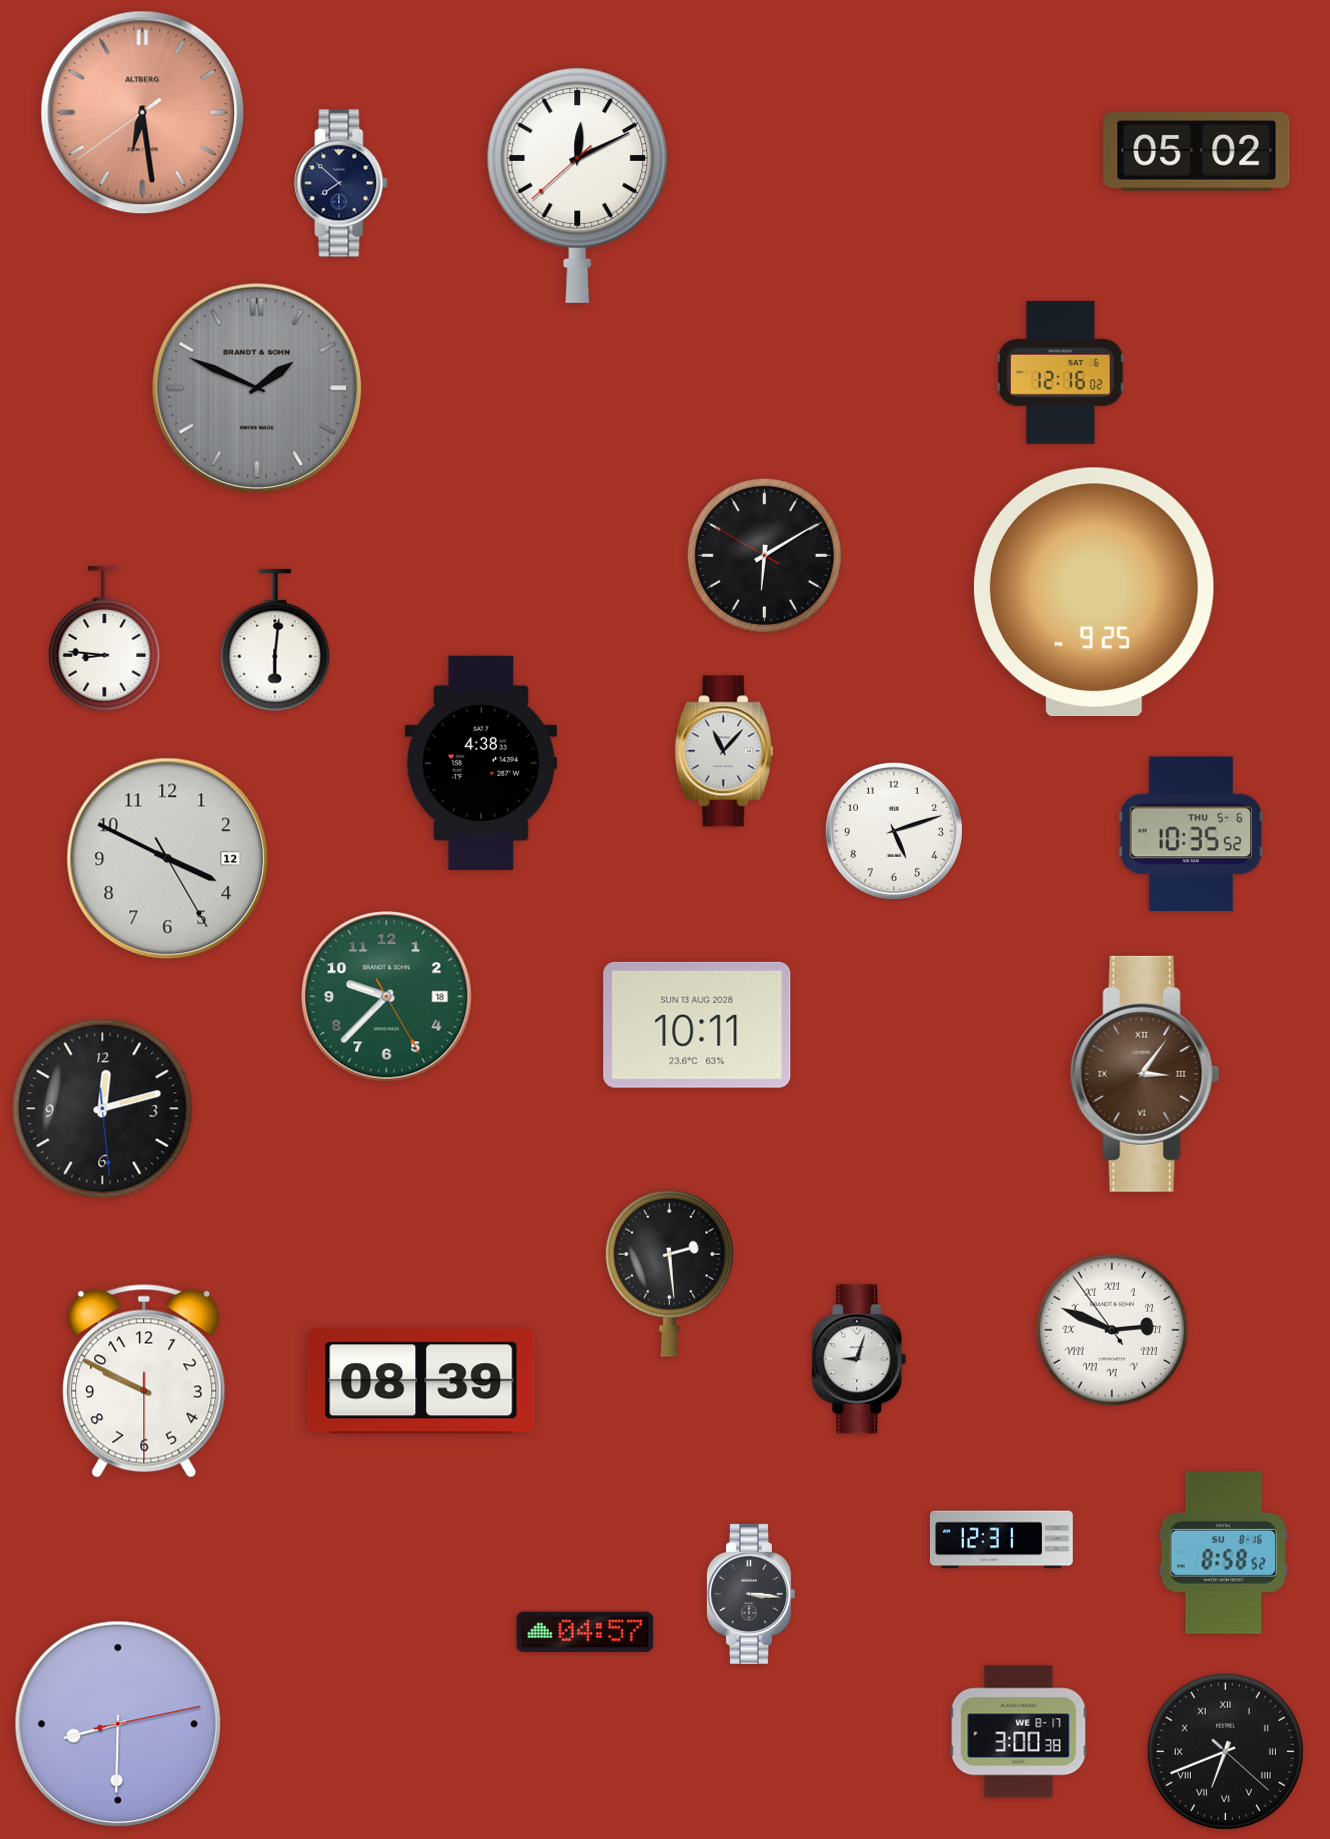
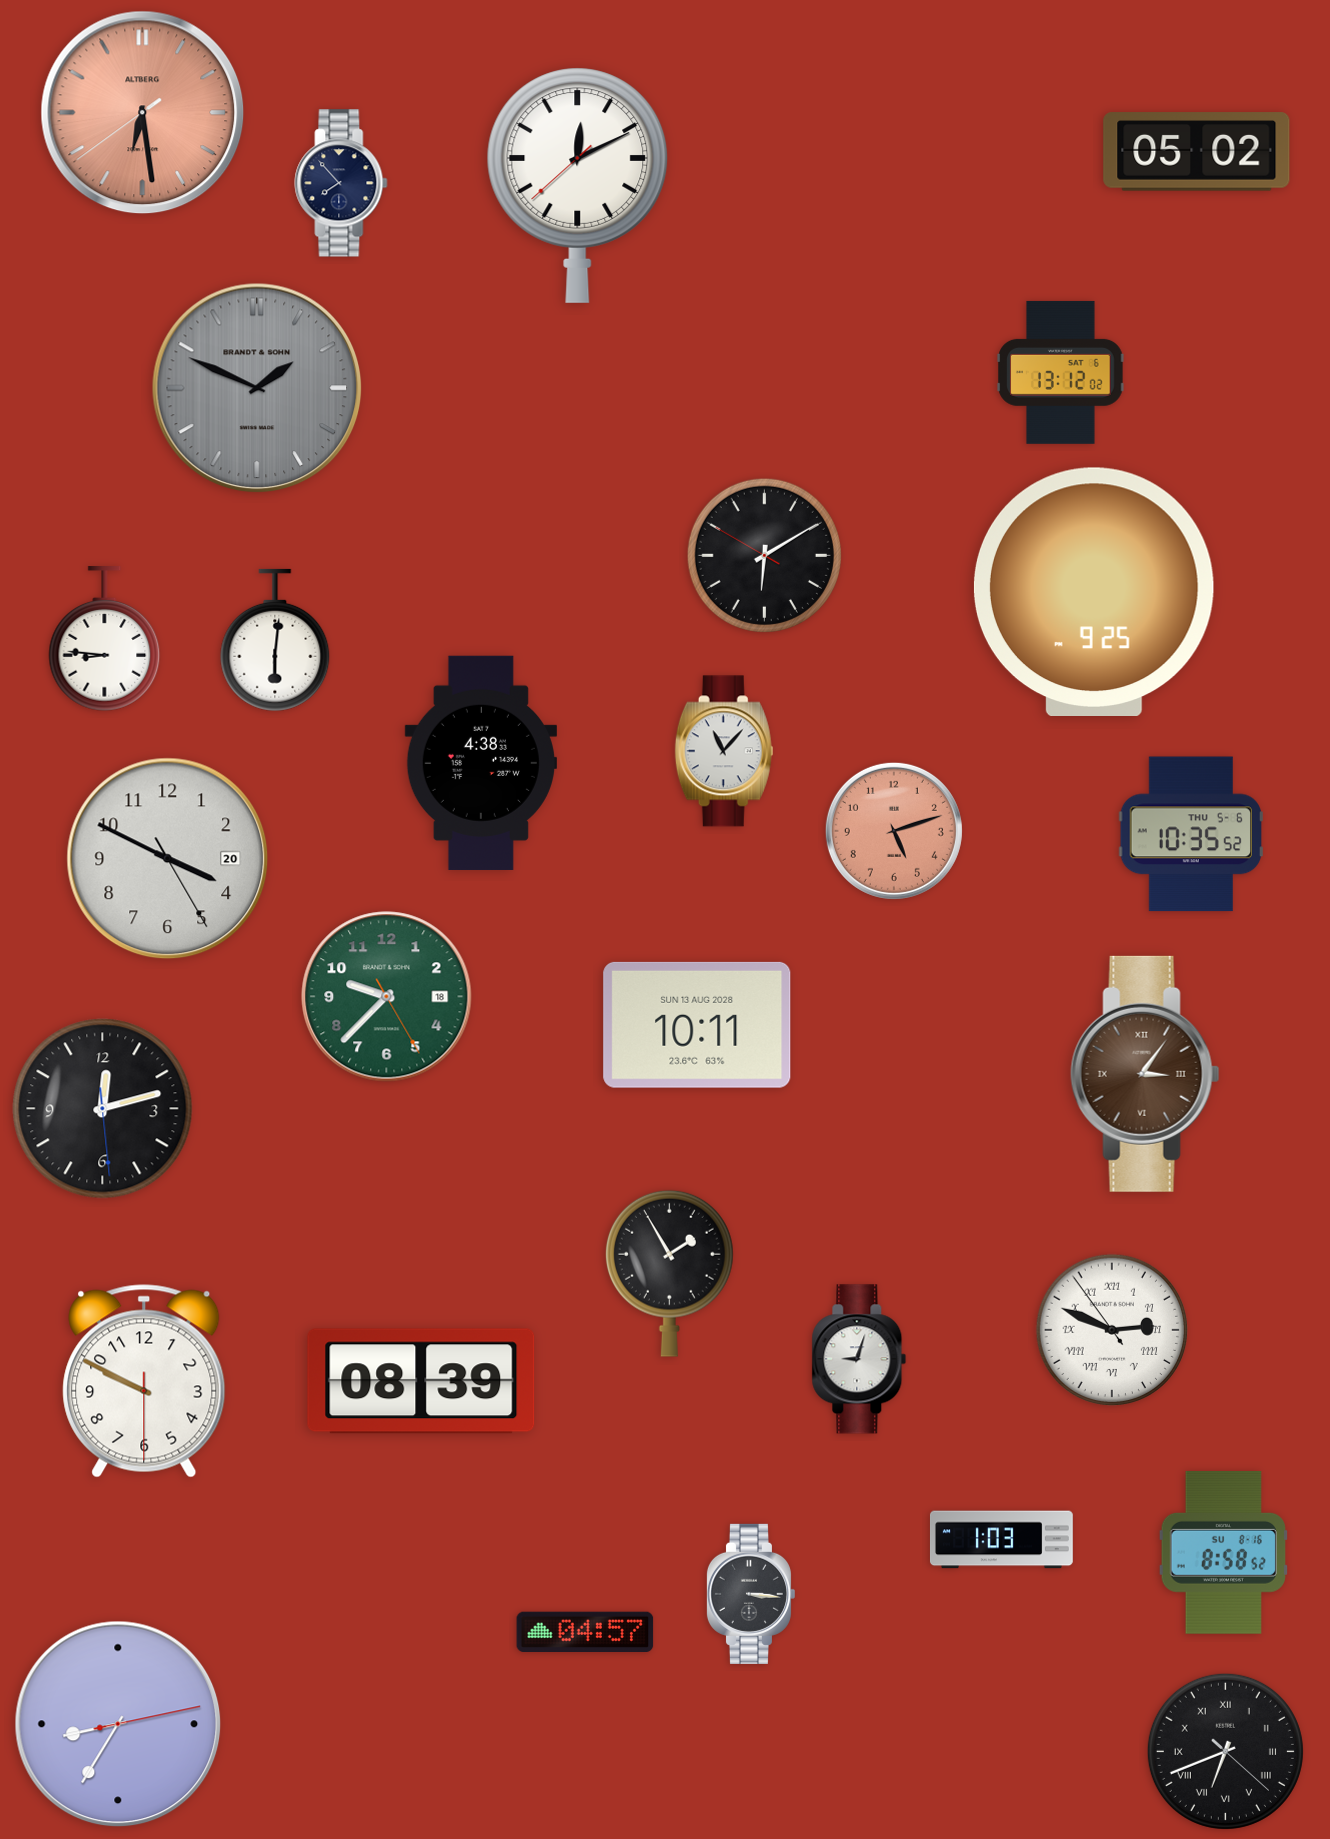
clock at (341, 183): 7:52 -> 7:53
clock at (1061, 372): 12:16 -> 13:12
clock at (894, 831) dial: white -> salmon
clock at (168, 859) date: 12 -> 20
clock at (669, 1273): 2:29 -> 1:55
clock at (1001, 1540): 12:31 -> 1:03
clock at (118, 1724): 8:30 -> 8:35
clock at (1019, 1732): 3:00 -> none
